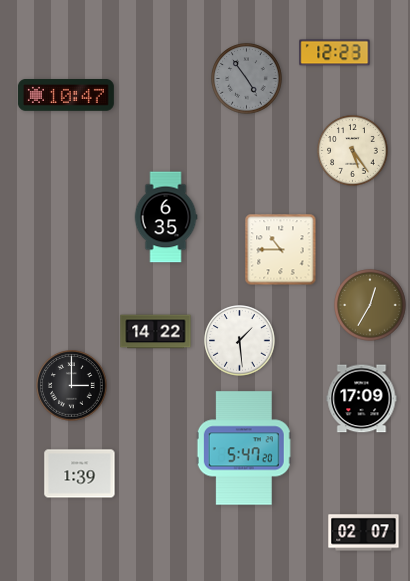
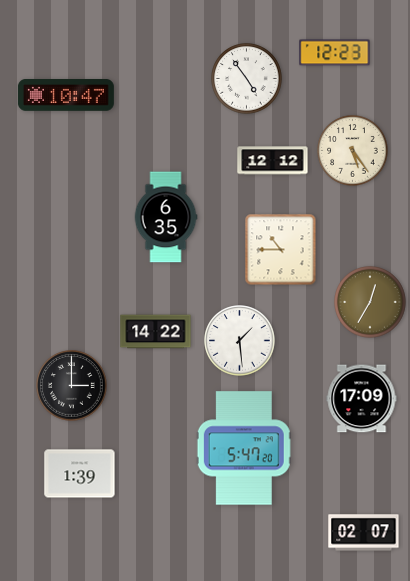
clock at (247, 79) dial: grey -> white
clock at (273, 161): none -> 12:12
clock at (370, 305) position: (370, 305) -> (370, 302)
